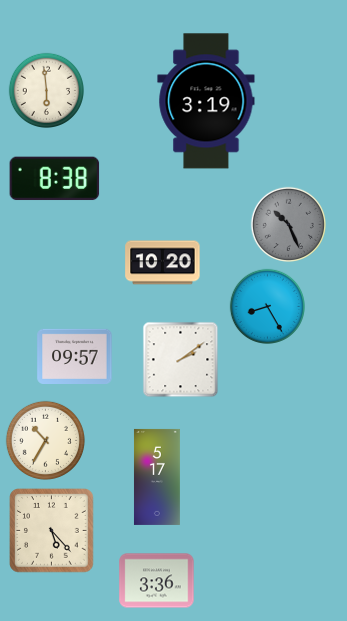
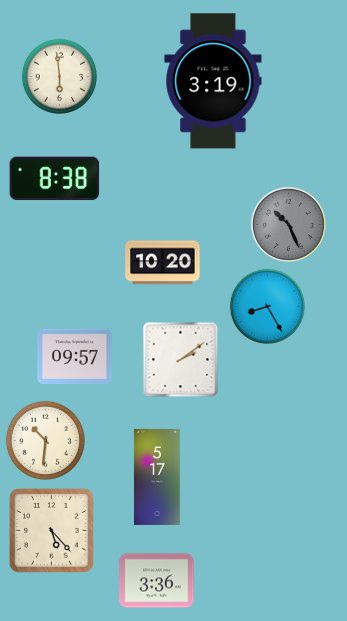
clock at (46, 90) position: (46, 90) -> (59, 76)
clock at (206, 101) position: (206, 101) -> (213, 81)
clock at (45, 440): 10:35 -> 10:31
